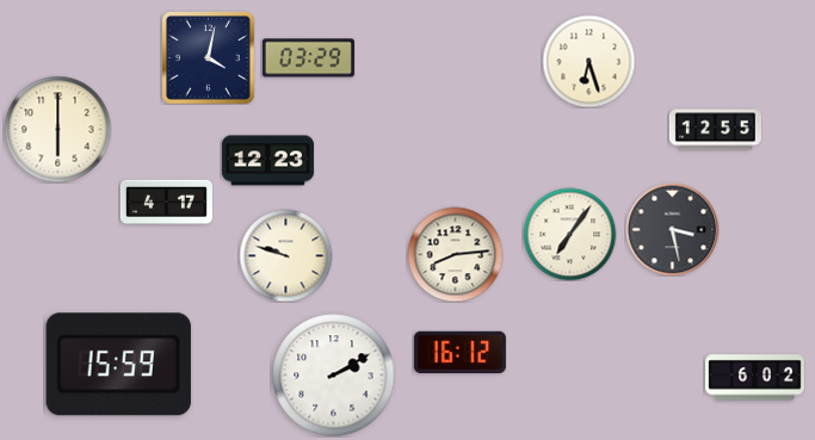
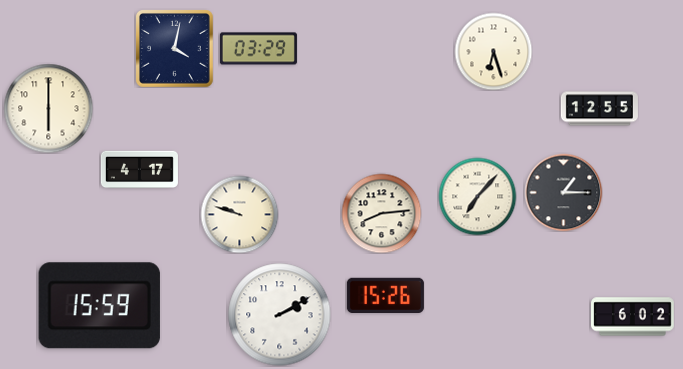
clock at (267, 161): 12:23 -> none
clock at (672, 229): 3:28 -> 1:15
clock at (569, 234): 7:06 -> 7:07
clock at (459, 352): 16:12 -> 15:26
